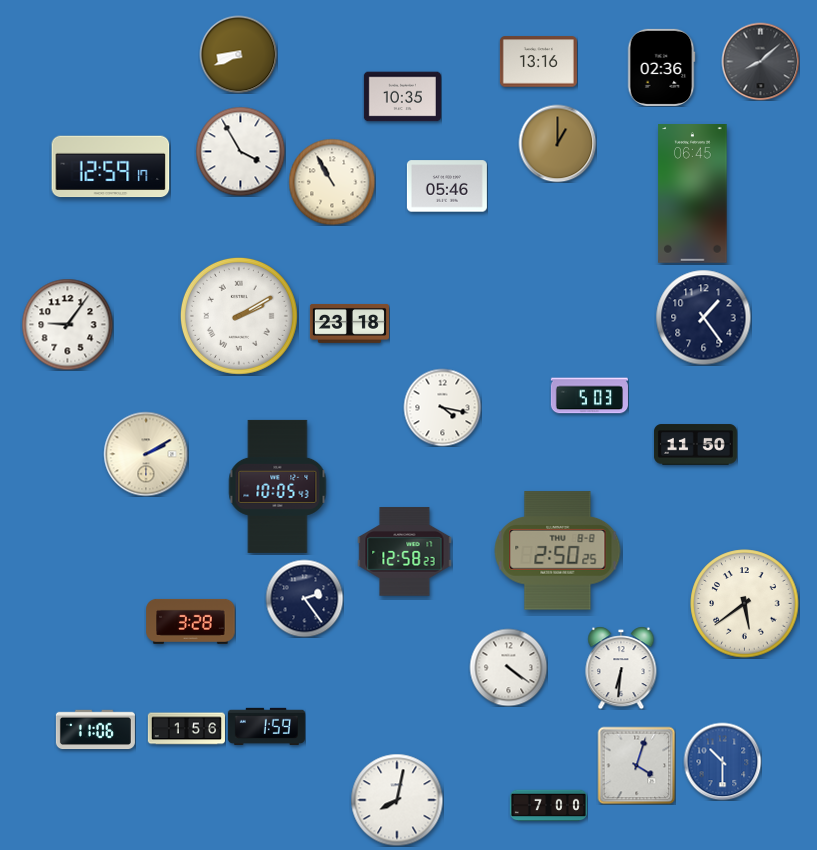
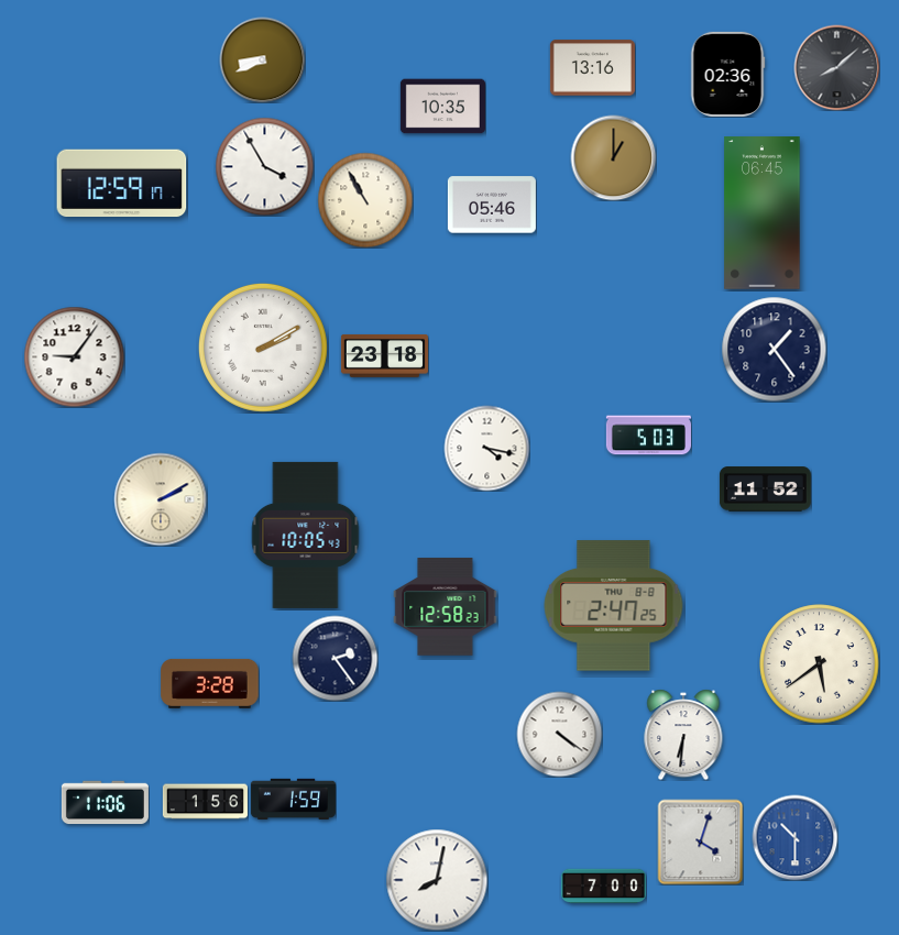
clock at (695, 445): 11:50 -> 11:52
clock at (558, 551): 2:50 -> 2:47
